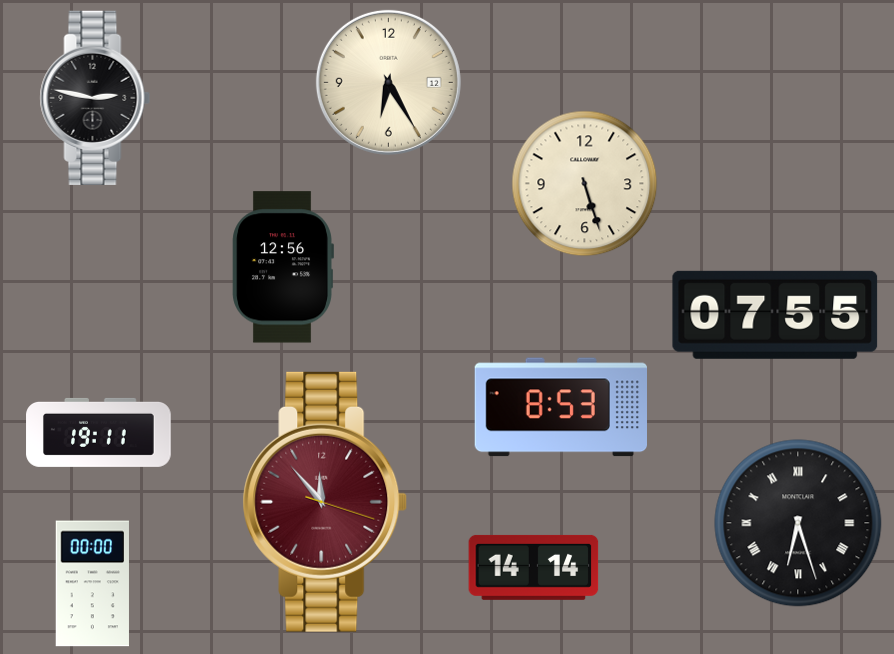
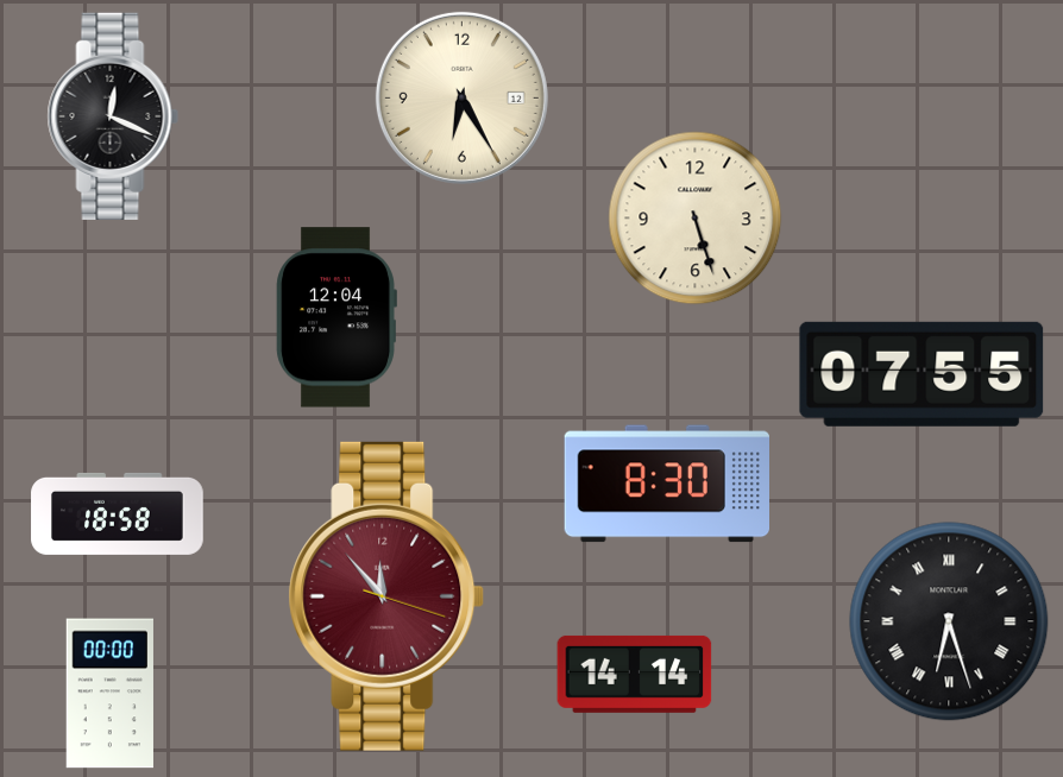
clock at (95, 98): 2:47 -> 12:19
clock at (283, 267): 12:56 -> 12:04
clock at (560, 407): 8:53 -> 8:30
clock at (99, 432): 19:11 -> 18:58
